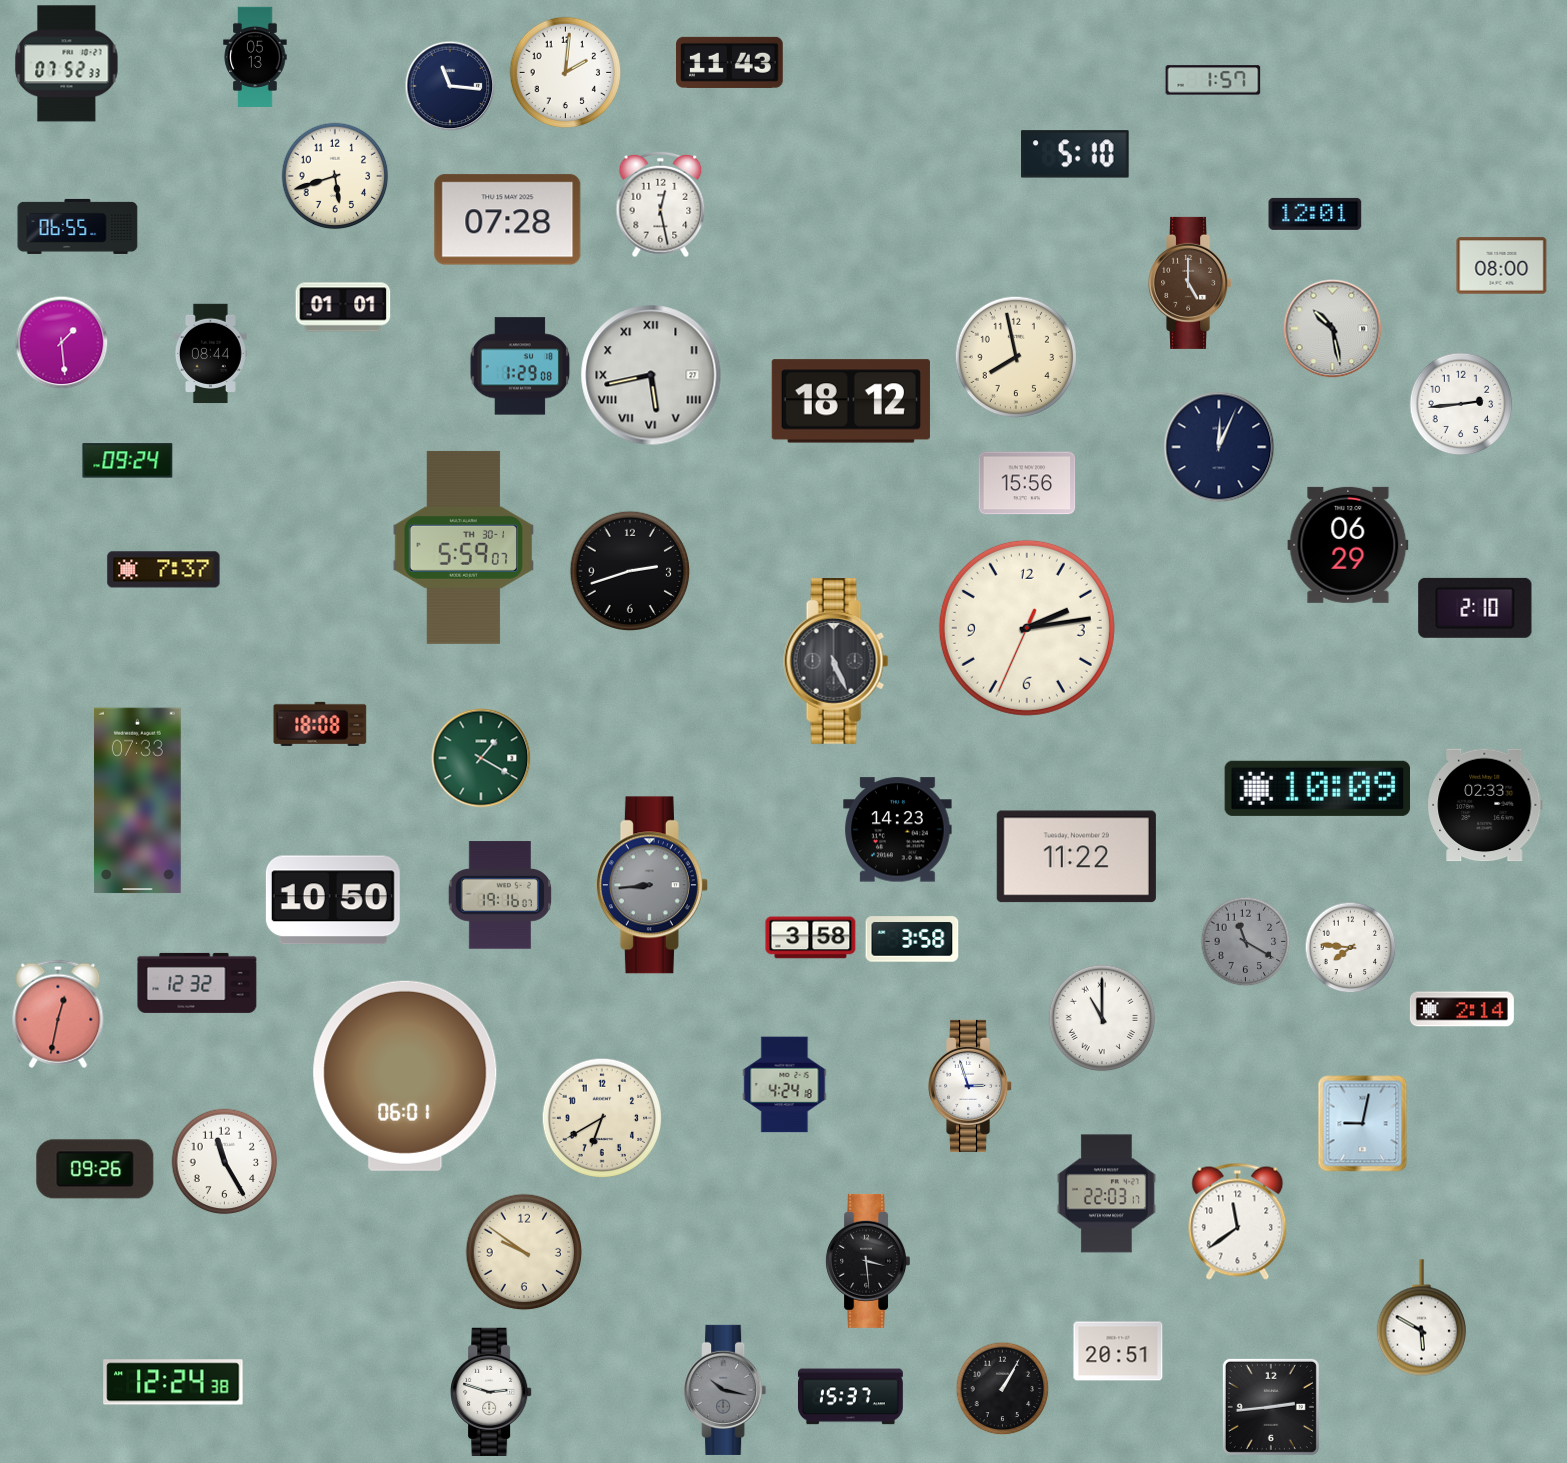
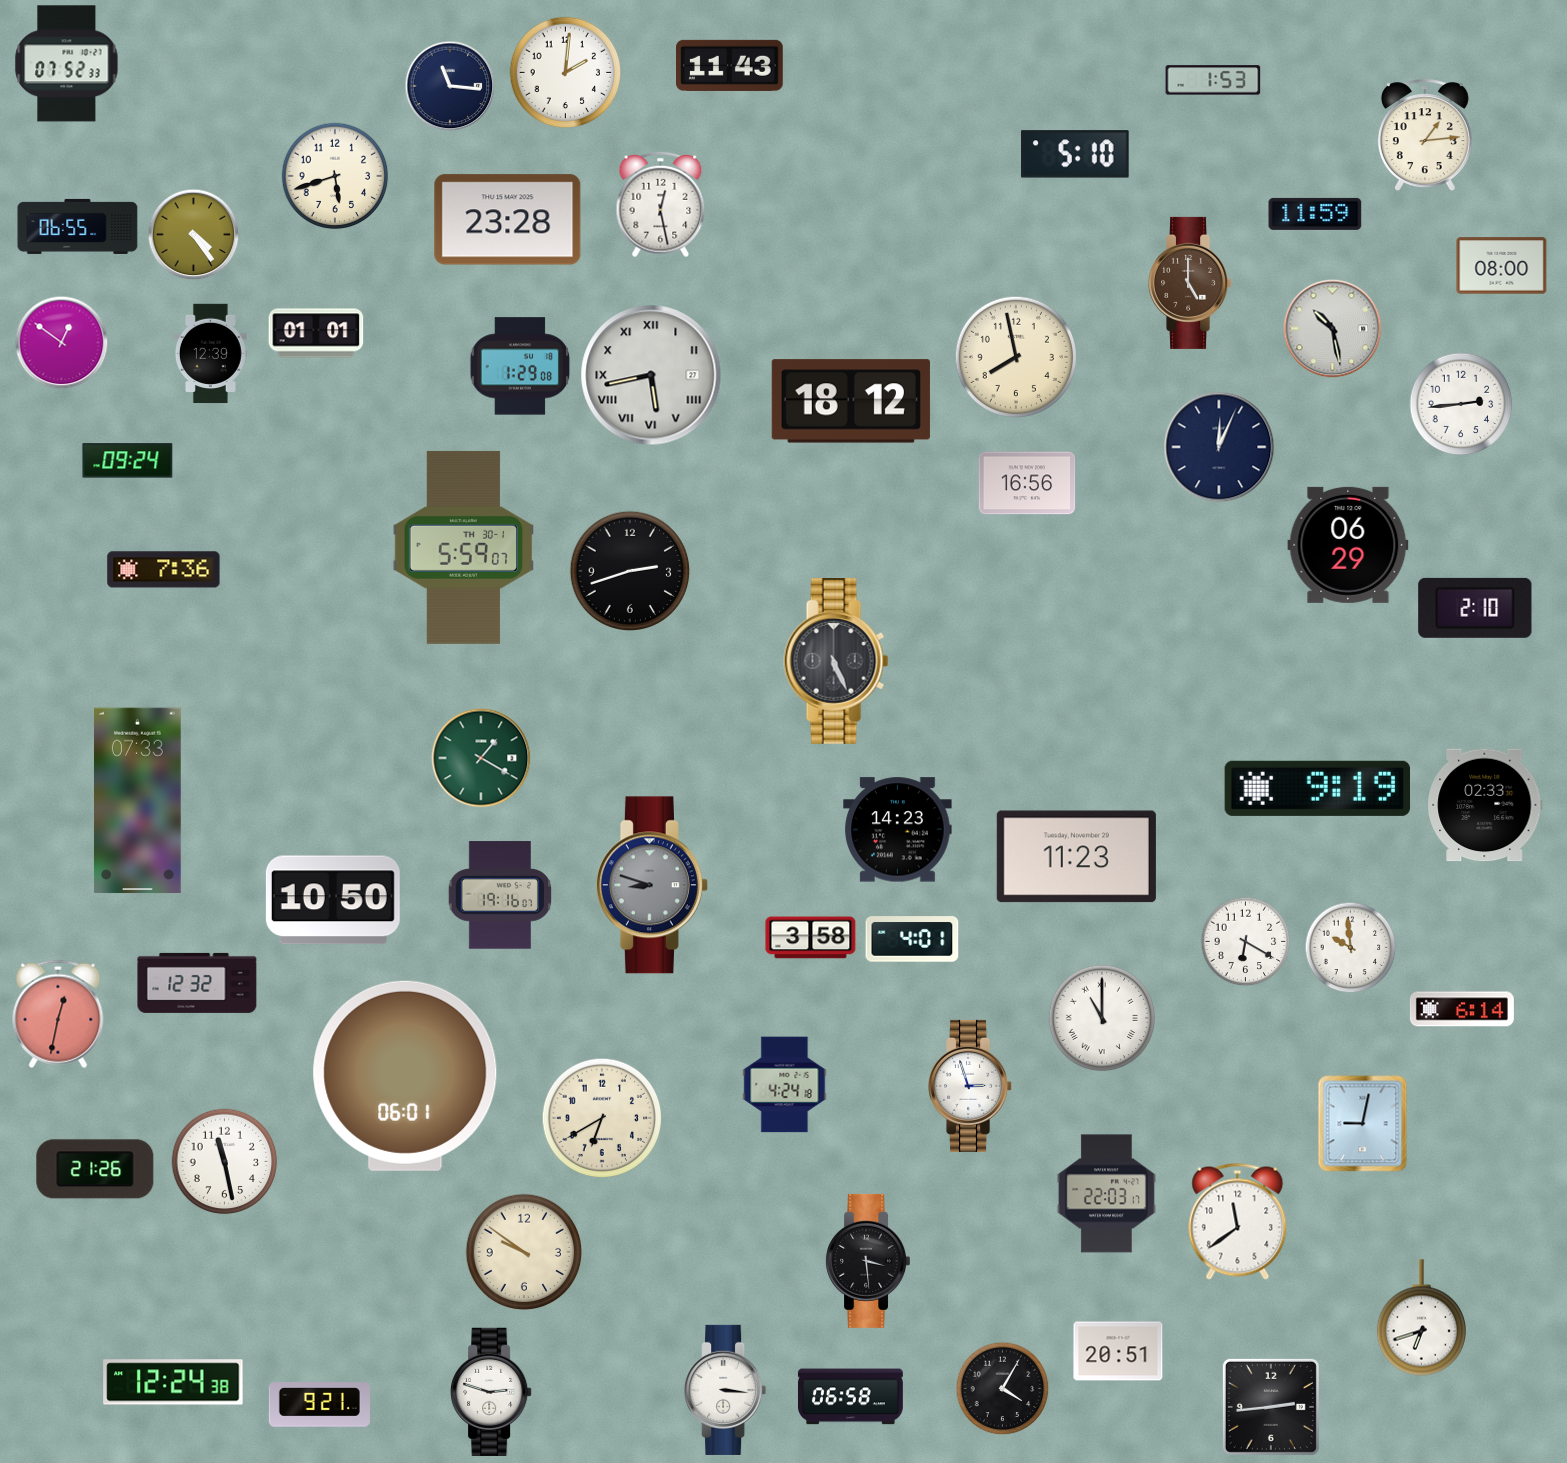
clock at (255, 56): 05:13 -> none
clock at (730, 62) position: (730, 62) -> (730, 65)
clock at (1213, 80): 1:57 -> 1:53
clock at (1425, 136): none -> 1:14
clock at (1315, 214): 12:01 -> 11:59
clock at (508, 220): 07:28 -> 23:28
clock at (194, 235): none -> 4:24
clock at (343, 307) position: (343, 307) -> (316, 333)
clock at (62, 343): 1:29 -> 12:51
clock at (211, 354): 08:44 -> 12:39
clock at (1027, 483): 15:56 -> 16:56
clock at (164, 570): 7:37 -> 7:36
clock at (1027, 628): 2:13 -> none
clock at (320, 724): 18:08 -> none
clock at (1317, 788): 10:09 -> 9:19
clock at (1076, 857): 11:22 -> 11:23
clock at (652, 885): 8:44 -> 8:48
clock at (912, 939): 3:58 -> 4:01
clock at (1246, 942): 11:20 -> 6:20
clock at (1246, 942) dial: grey -> white
clock at (1351, 948): 7:46 -> 9:59
clock at (1462, 1009): 2:14 -> 6:14
clock at (225, 1162): 11:25 -> 11:28
clock at (95, 1169): 09:26 -> 21:26
clock at (1421, 1318): 5:50 -> 6:42
clock at (1003, 1389): 1:05 -> 4:05
clock at (725, 1390): 10:17 -> 3:16
clock at (725, 1390) dial: grey -> white
clock at (850, 1397): 15:37 -> 06:58
clock at (319, 1405): none -> 9:21
